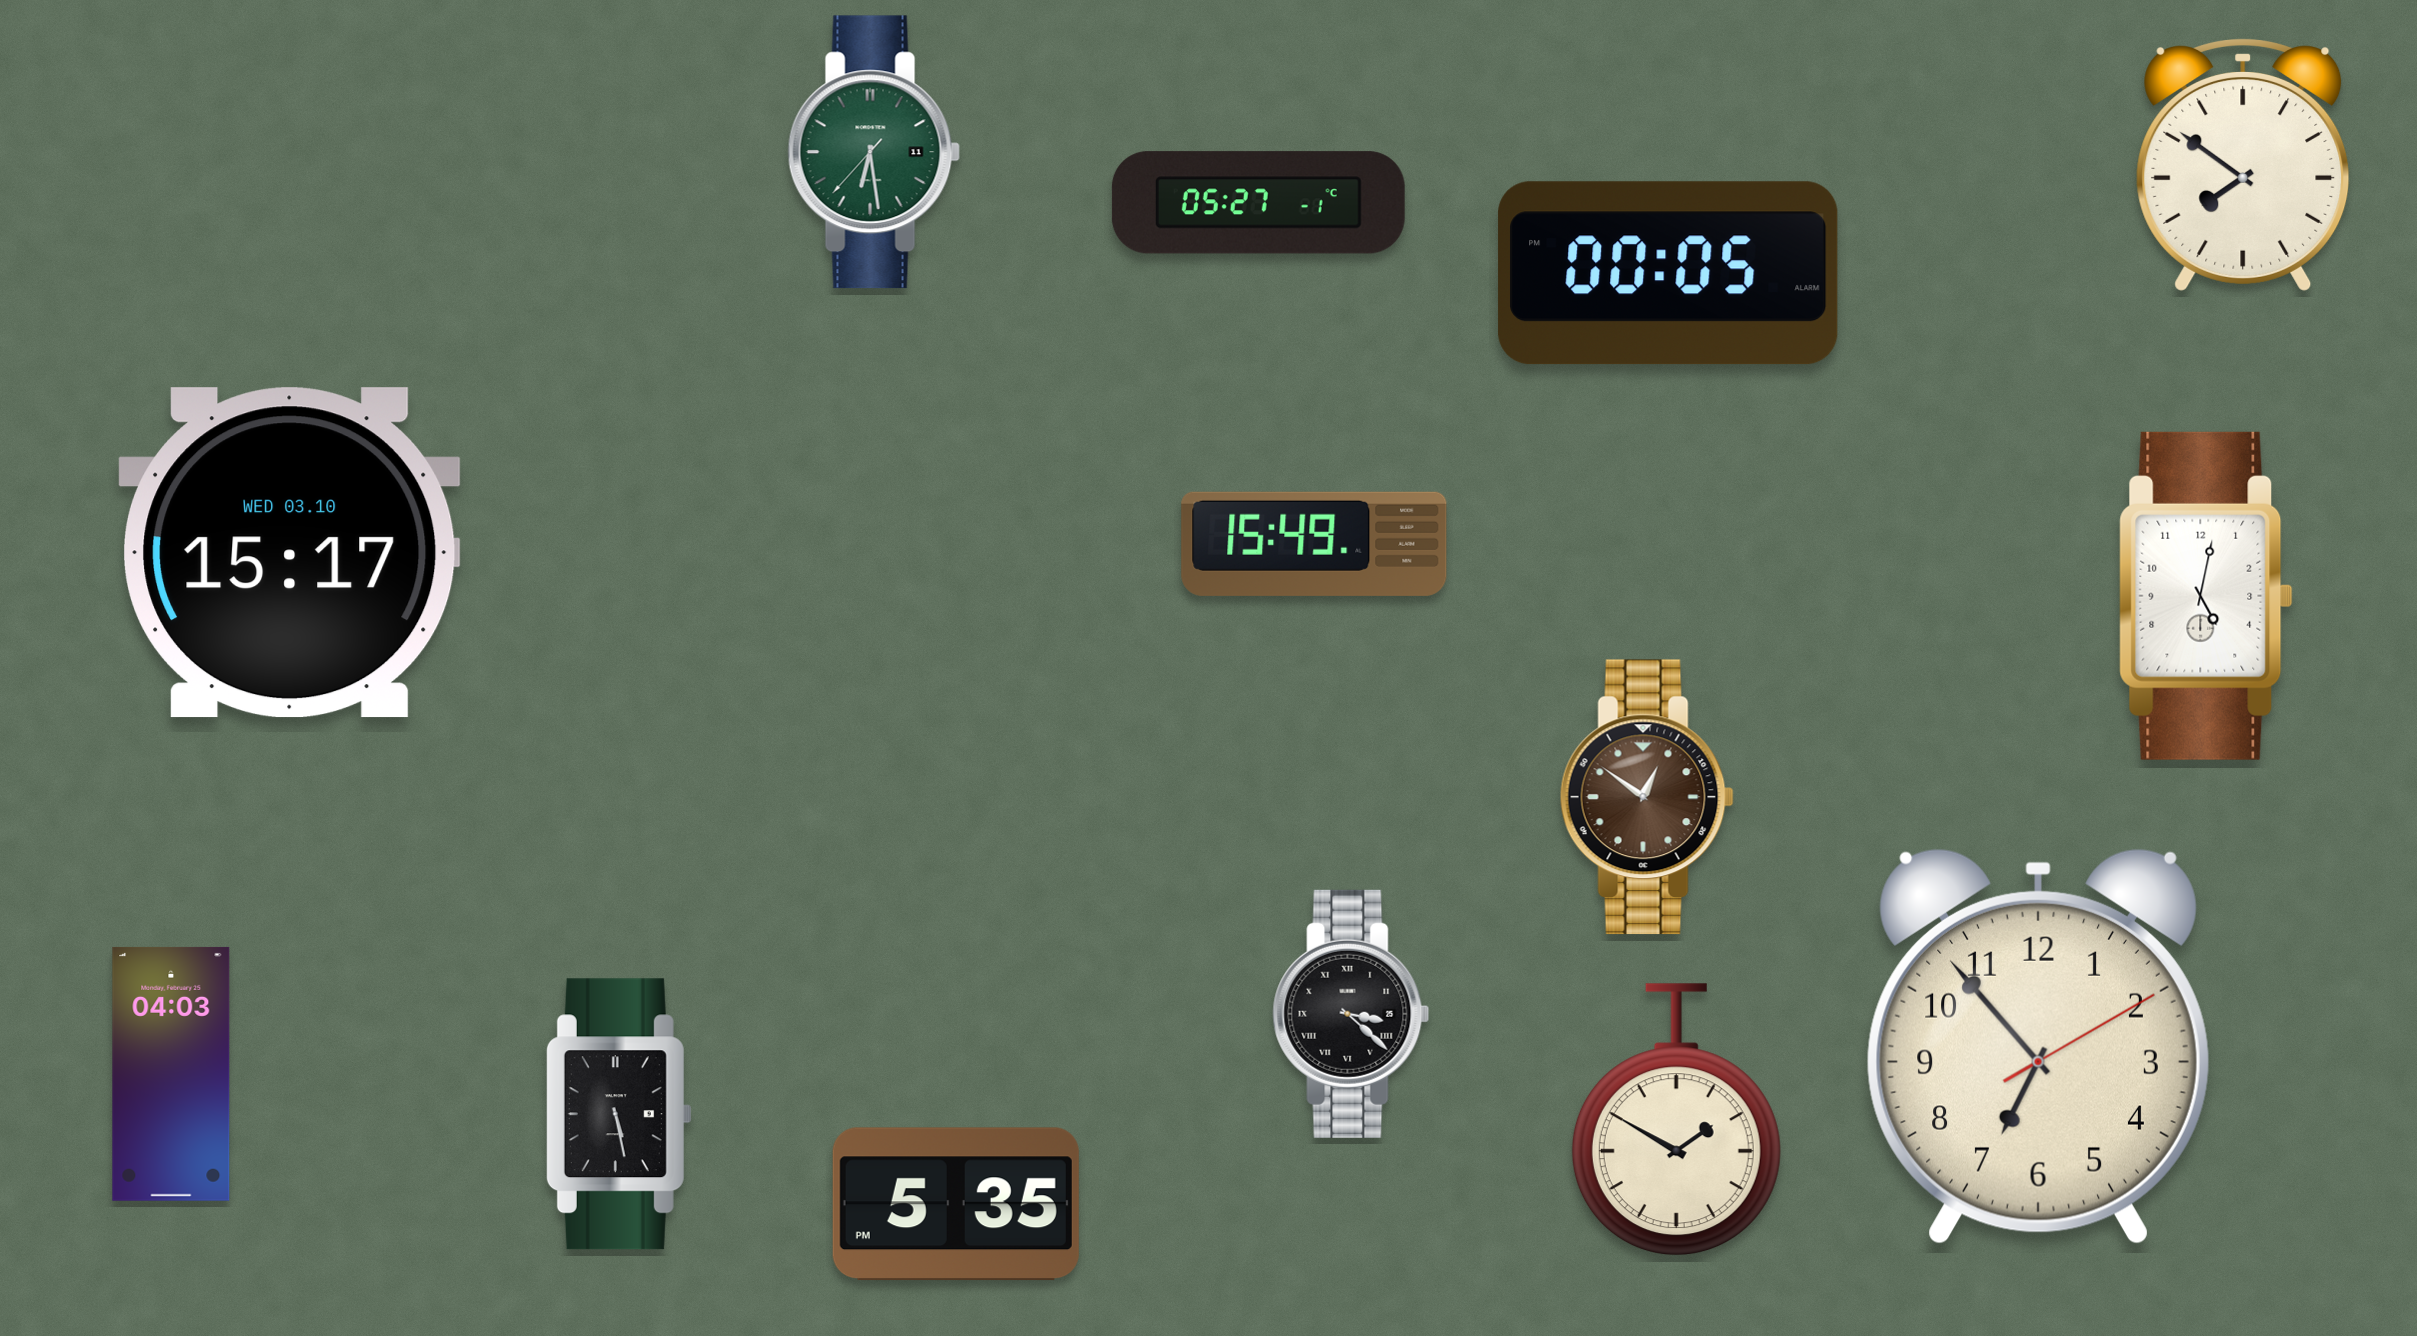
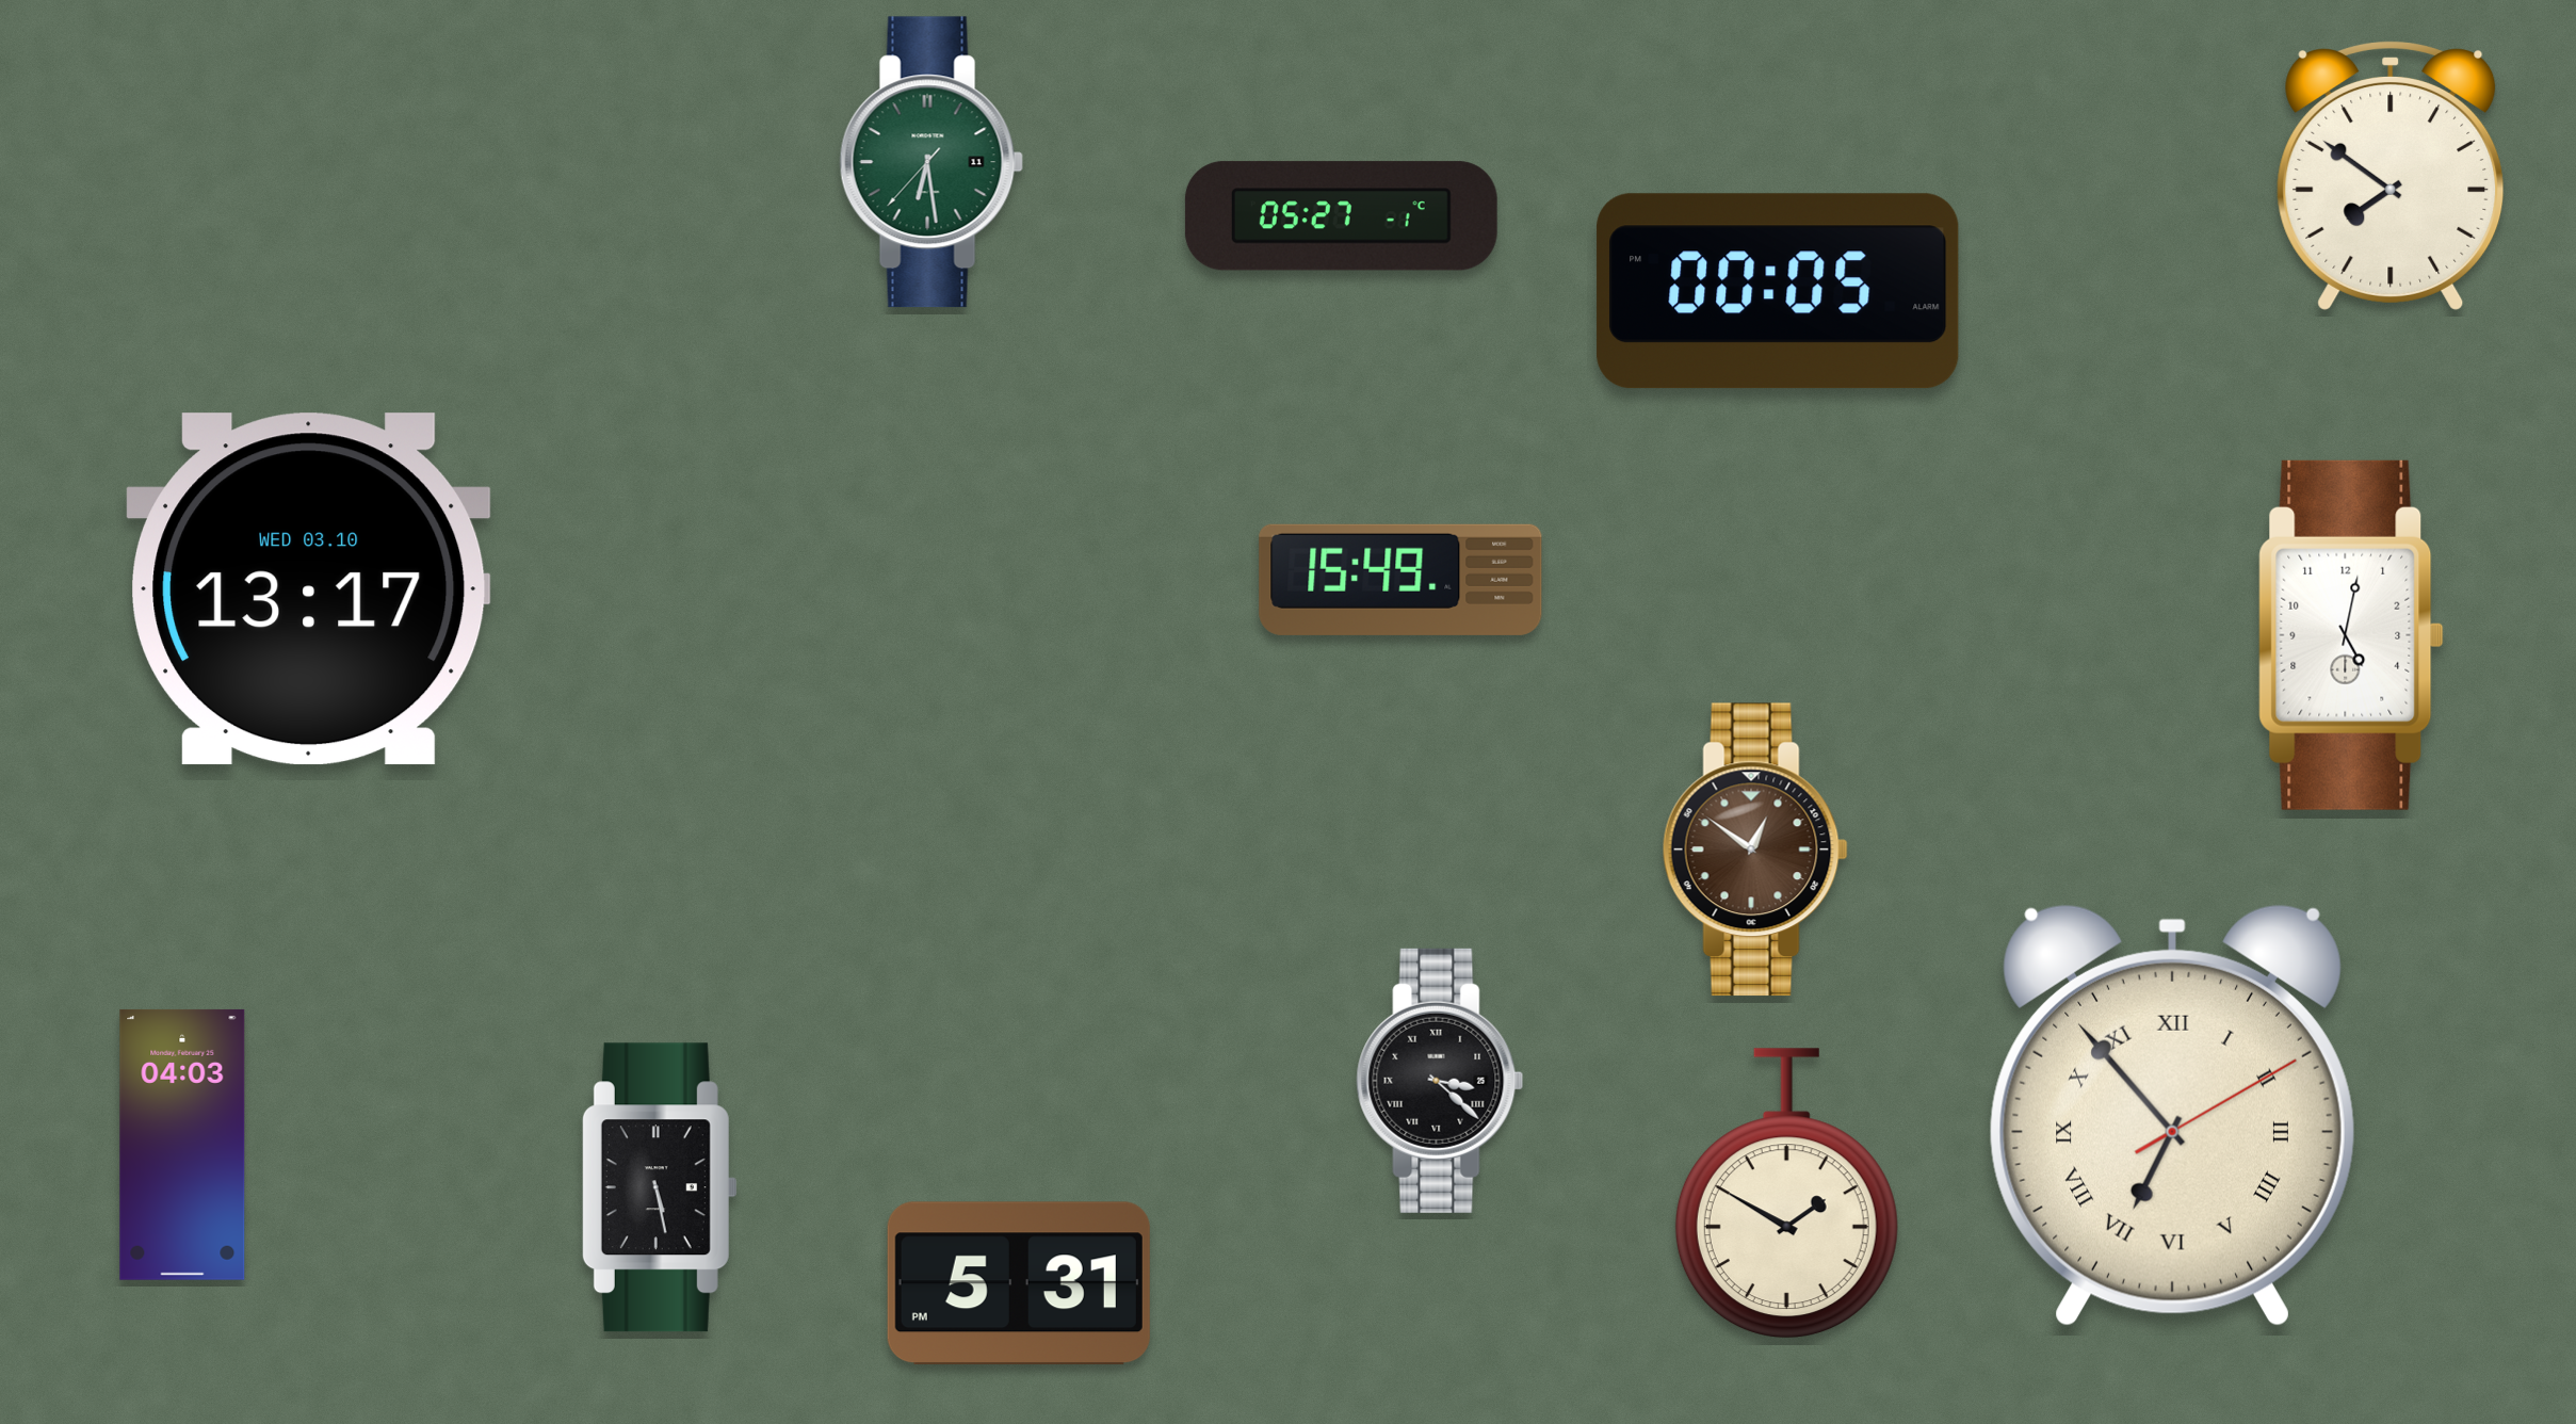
clock at (290, 553): 15:17 -> 13:17
clock at (2038, 1046) numerals: Arabic -> Roman
clock at (956, 1204): 5:35 -> 5:31
